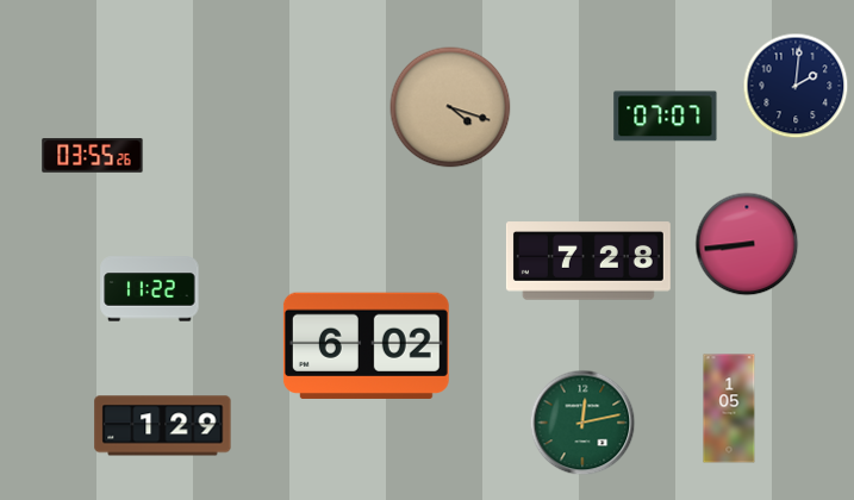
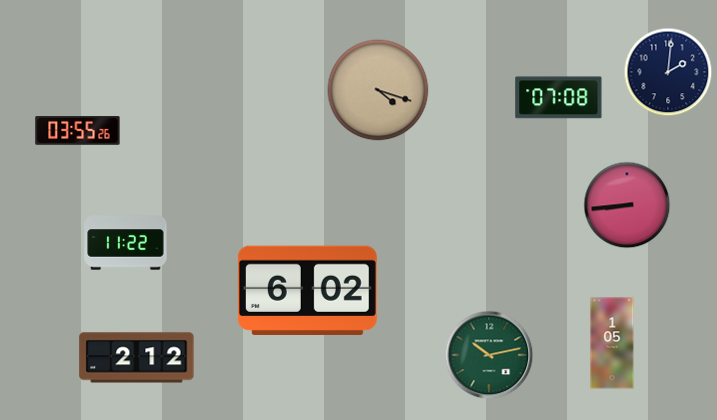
clock at (666, 117): 07:07 -> 07:08
clock at (588, 261): 7:28 -> none
clock at (582, 423): 12:13 -> 10:13
clock at (163, 426): 1:29 -> 2:12
